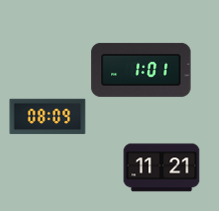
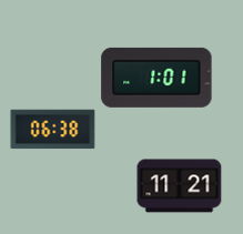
clock at (48, 117): 08:09 -> 06:38
